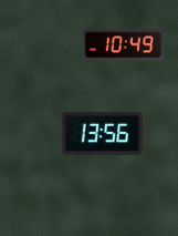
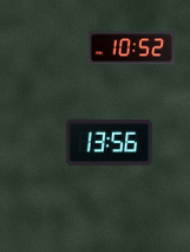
clock at (124, 45): 10:49 -> 10:52
